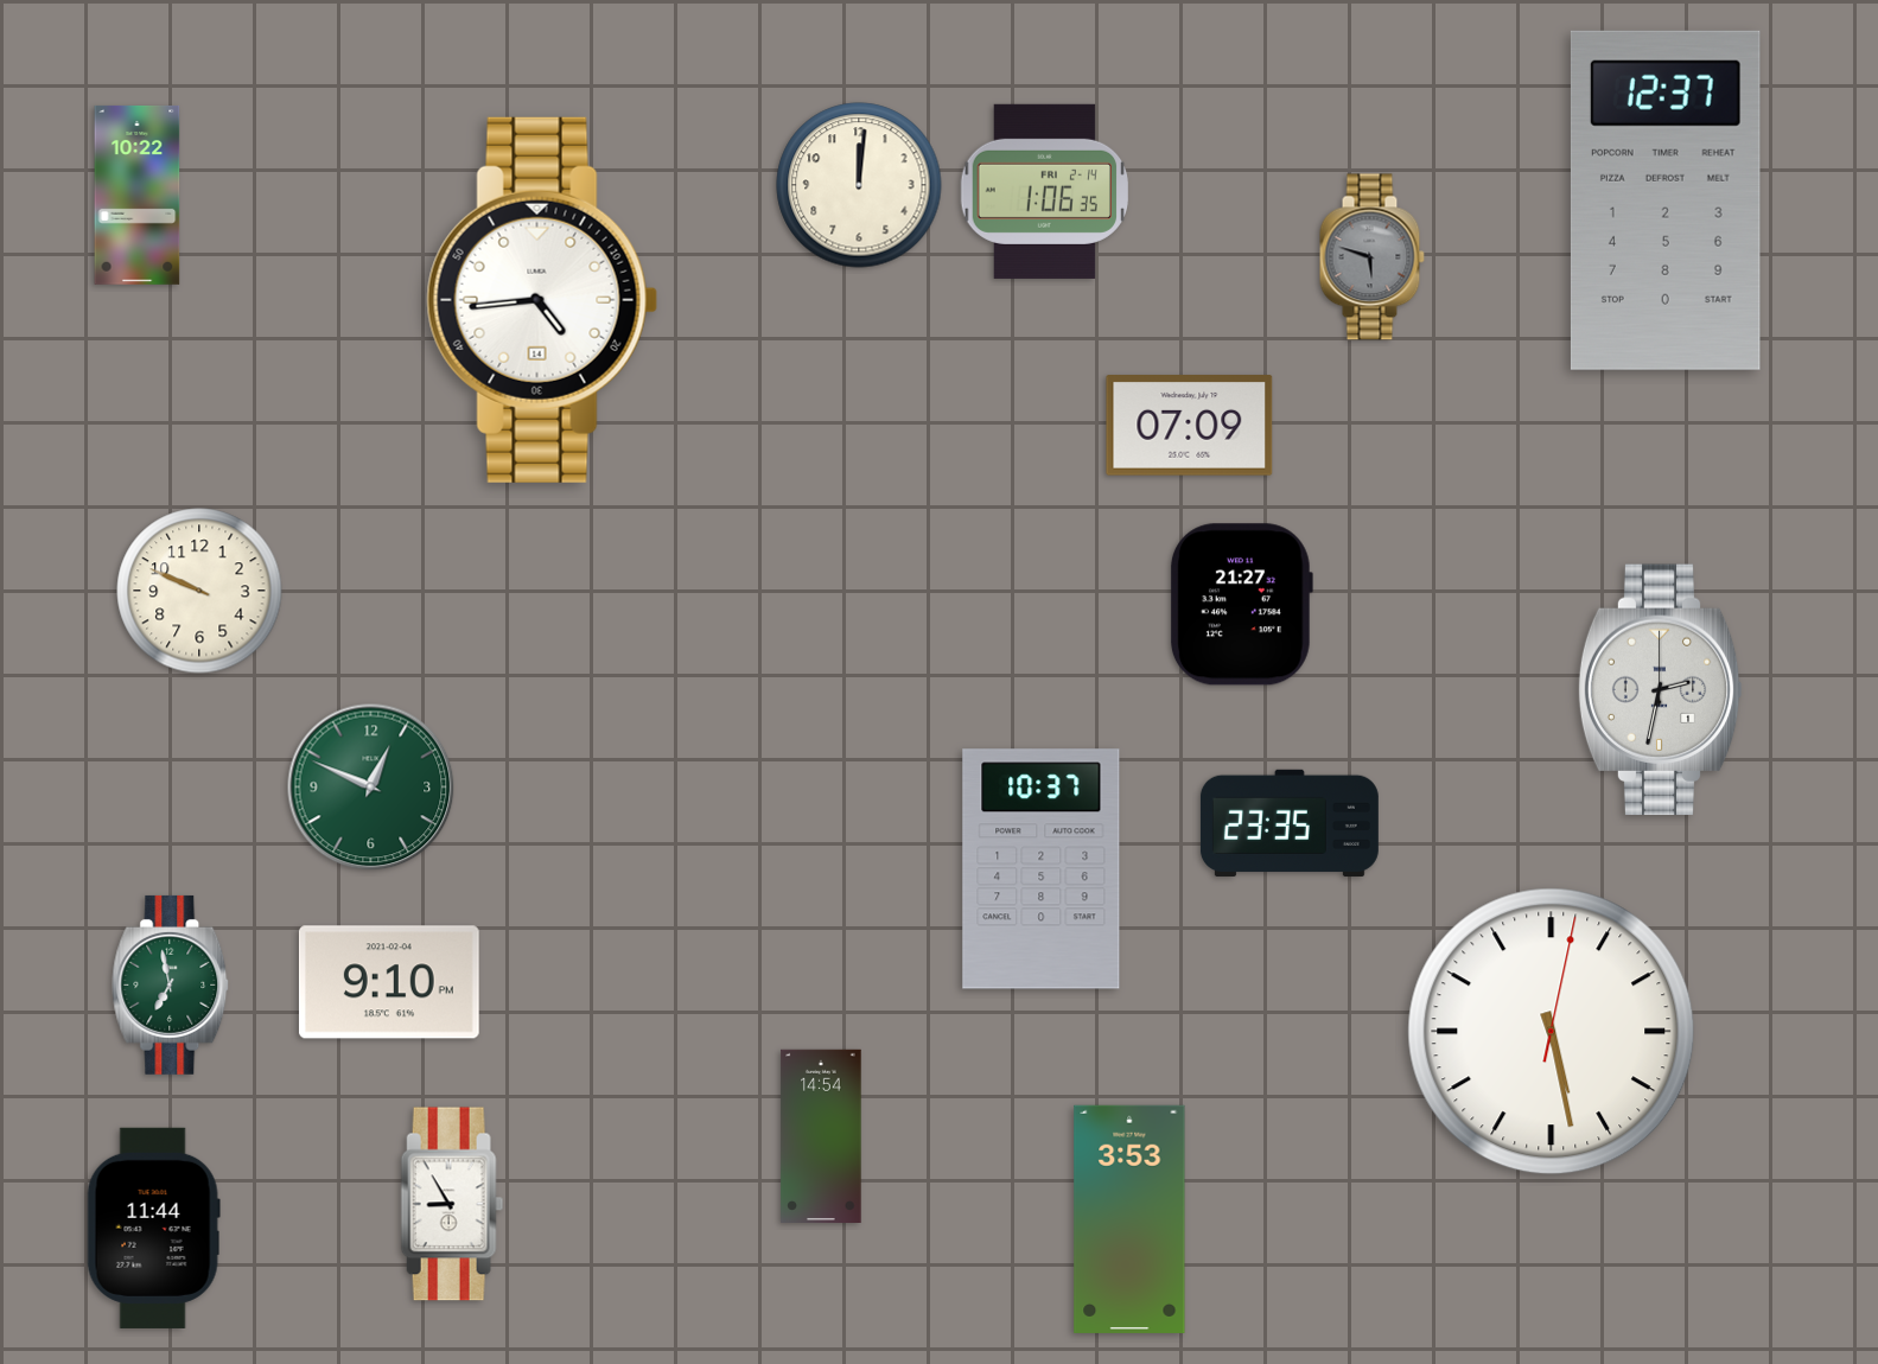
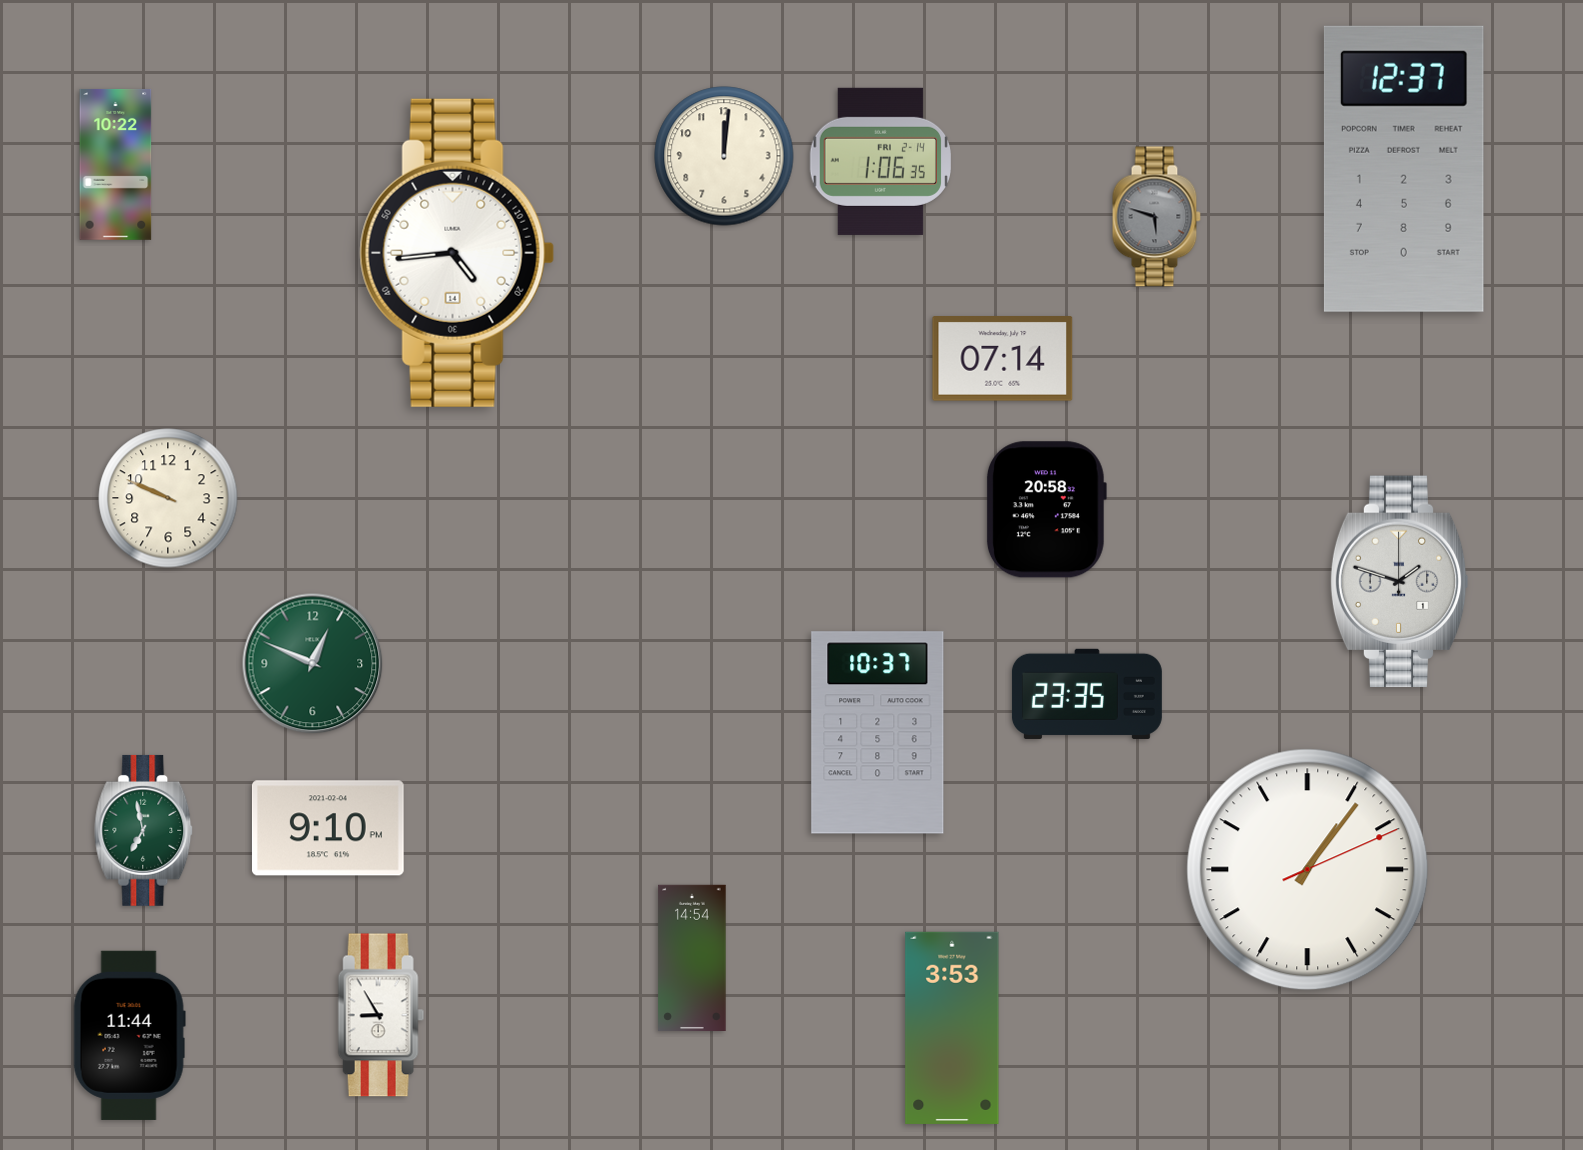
clock at (1190, 426): 07:09 -> 07:14
clock at (1241, 605): 21:27 -> 20:58
clock at (1660, 690): 2:32 -> 1:48
clock at (1552, 1032): 5:28 -> 1:06
